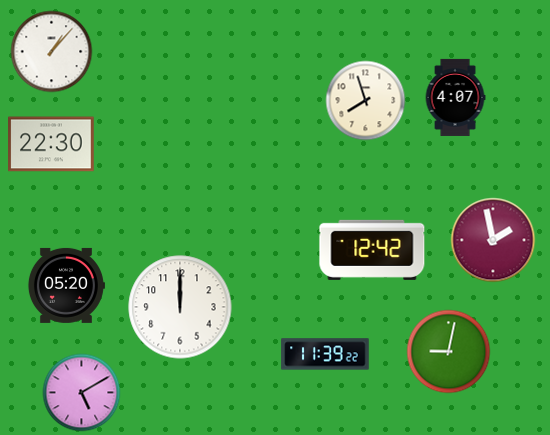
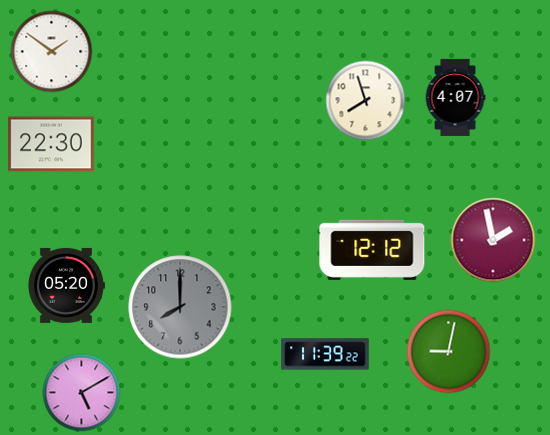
clock at (51, 51): 1:07 -> 1:51
clock at (372, 250): 12:42 -> 12:12
clock at (180, 307): 12:00 -> 8:00
clock at (180, 307) dial: white -> grey
